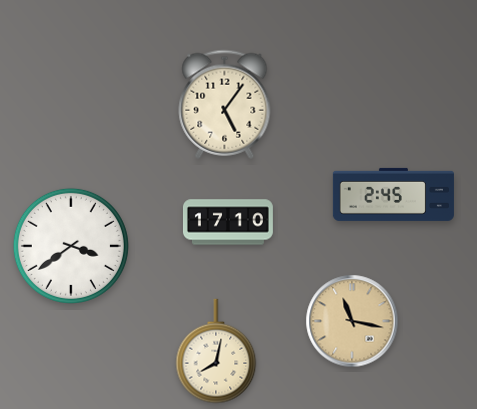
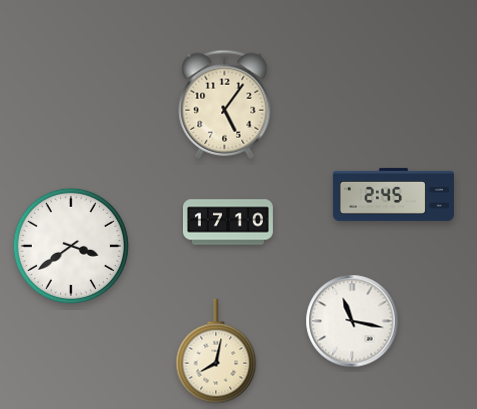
clock at (352, 321) dial: champagne -> white
